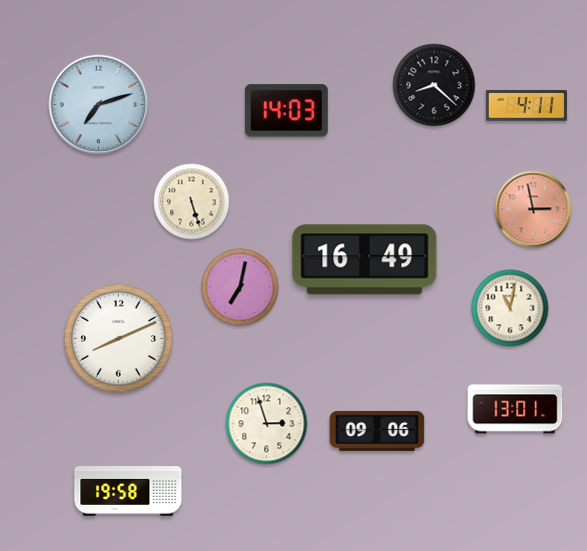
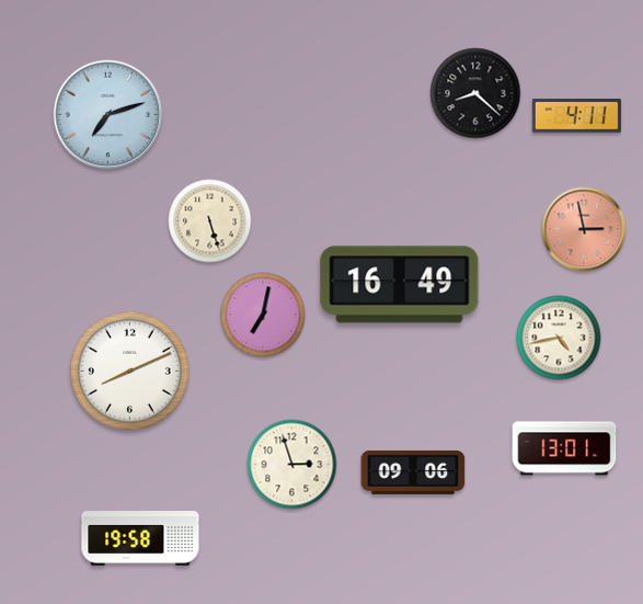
clock at (286, 111): 14:03 -> none
clock at (510, 308): 11:02 -> 4:43
